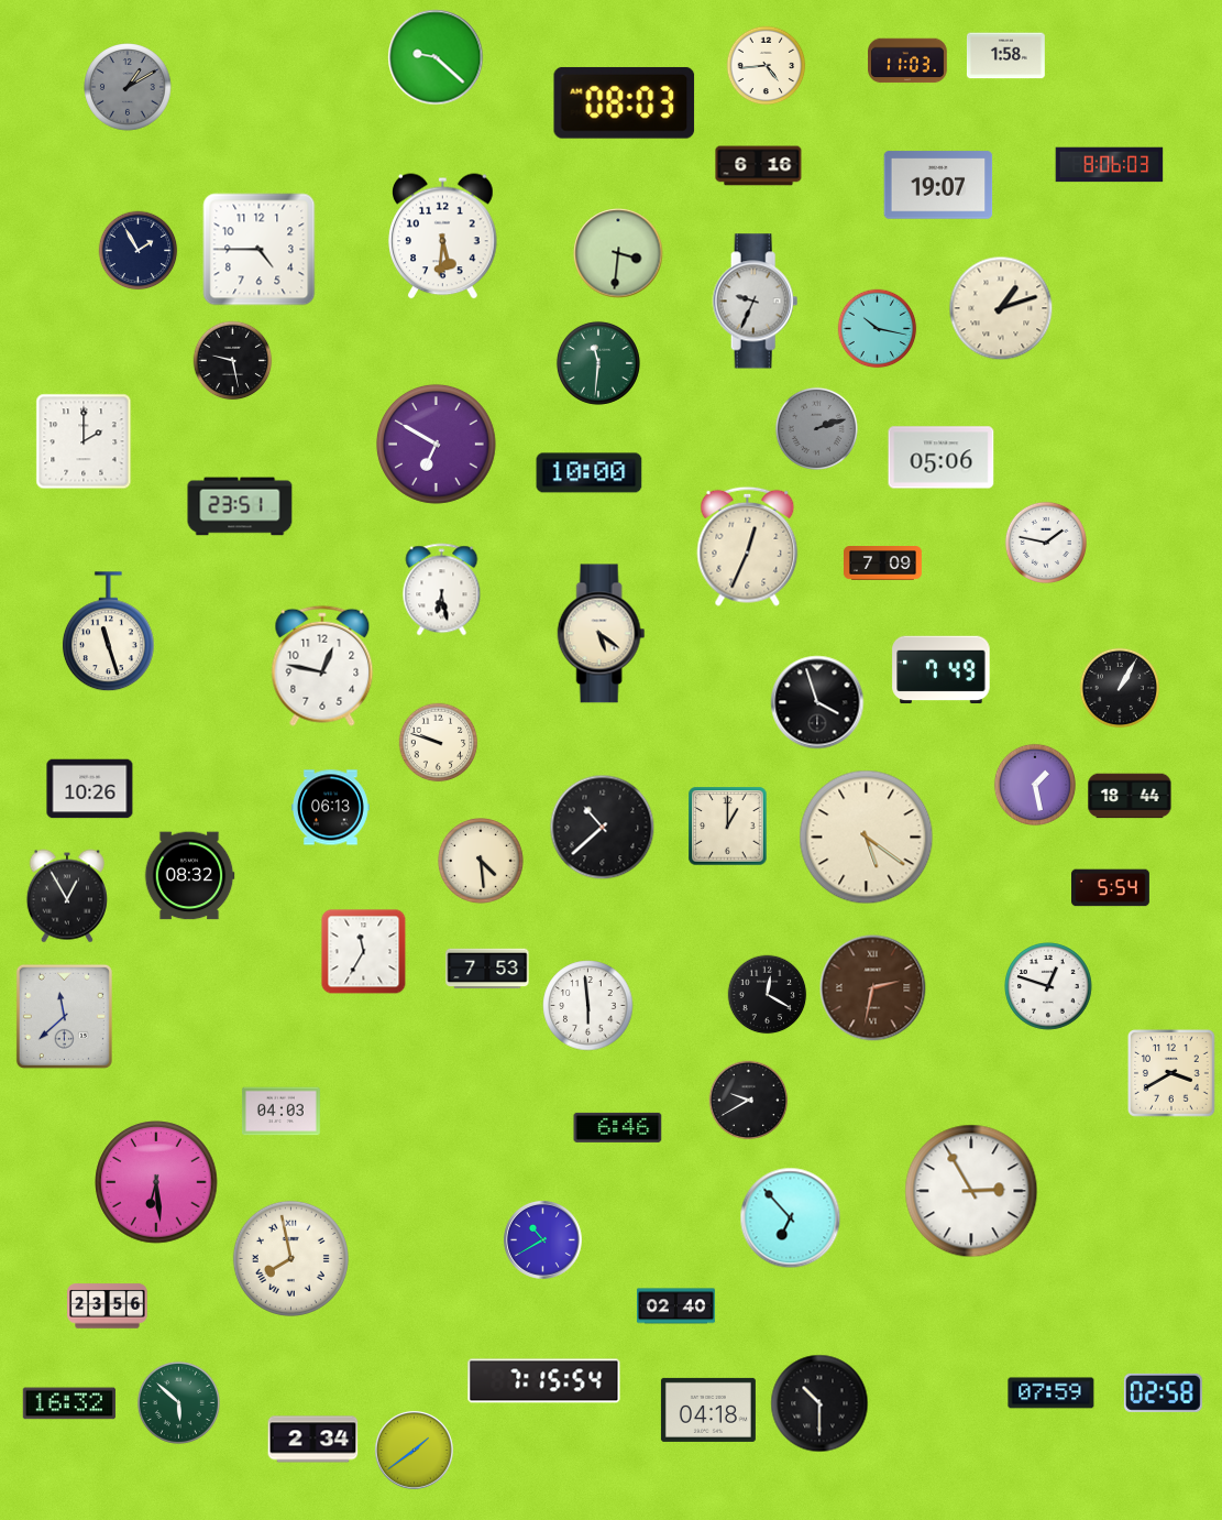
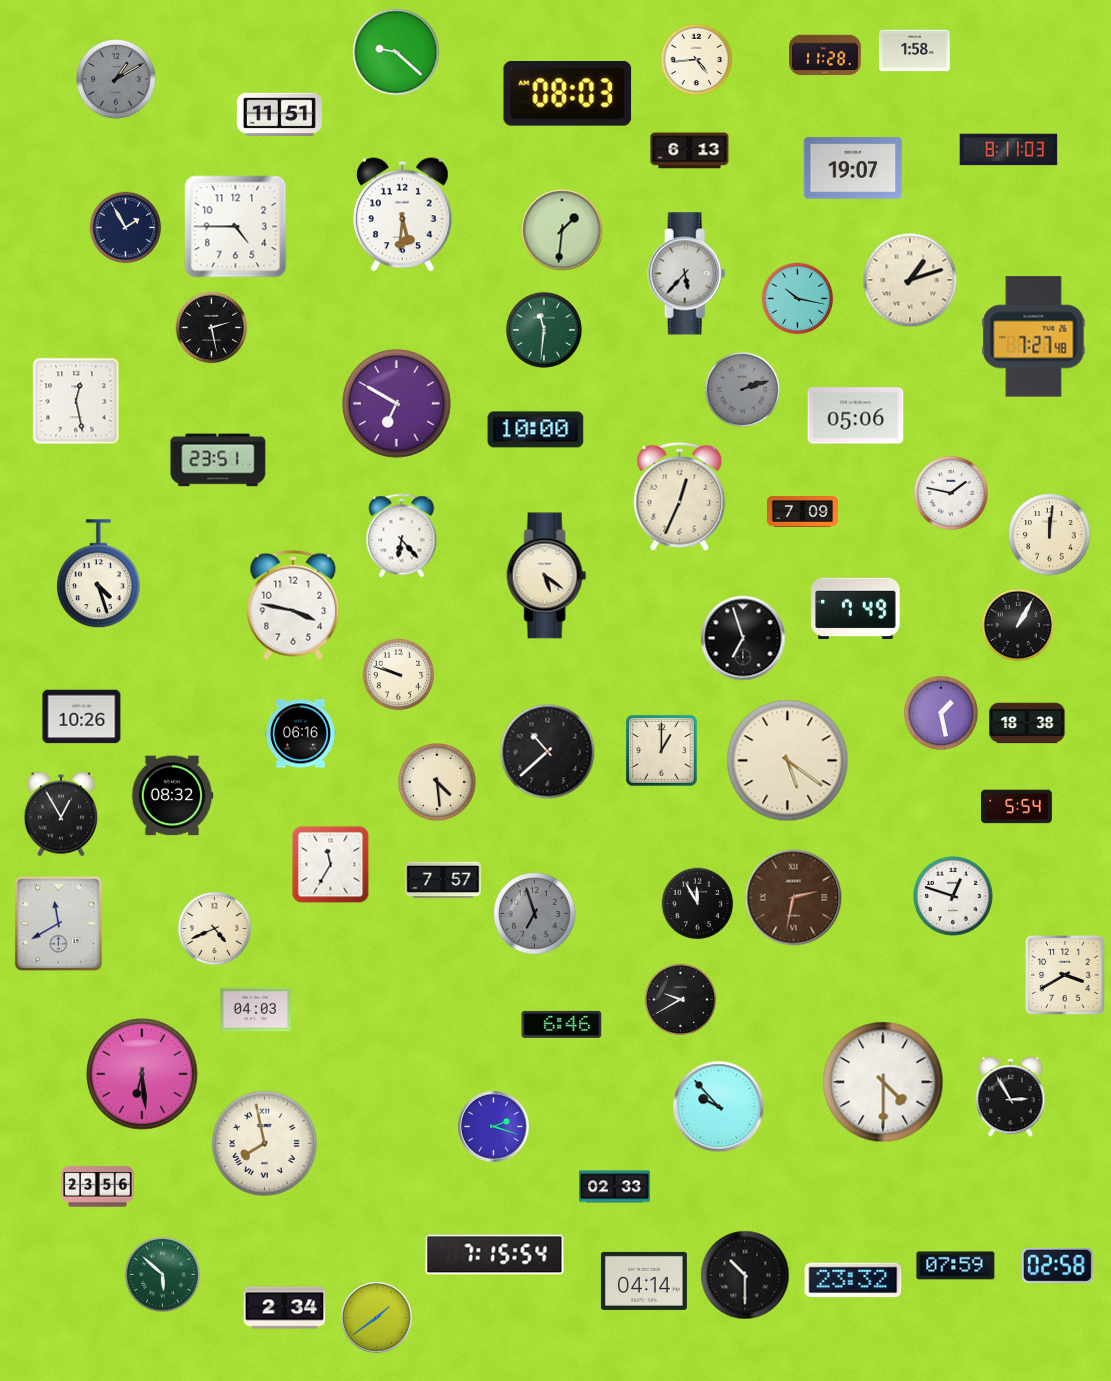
clock at (907, 61): 11:03 -> 11:28
clock at (279, 115): none -> 11:51
clock at (1110, 165): 8:06 -> 8:11
clock at (759, 166): 6:16 -> 6:13
clock at (618, 253): 3:31 -> 1:31
clock at (756, 302): 9:34 -> 5:37
clock at (233, 361): 9:28 -> 2:28
clock at (1034, 337): none -> 7:27
clock at (84, 441): 2:00 -> 12:28
clock at (1050, 535): none -> 12:01
clock at (442, 590): 6:28 -> 6:23
clock at (108, 632): 11:27 -> 4:27
clock at (322, 666): 12:47 -> 3:47
clock at (817, 702): 3:57 -> 6:57
clock at (1130, 796): 18:44 -> 18:38
clock at (330, 808): 06:13 -> 06:16
clock at (1111, 888) position: (1111, 888) -> (1017, 807)
clock at (487, 969): 7:53 -> 7:57
clock at (768, 995): 12:20 -> 11:55
clock at (588, 1006): 5:59 -> 6:57
clock at (588, 1006) dial: white -> grey
clock at (64, 1016): 11:38 -> 11:40
clock at (214, 928): none -> 4:41
clock at (971, 1191): 2:55 -> 4:30
clock at (1011, 1097): none -> 2:55
clock at (791, 1218): 6:53 -> 9:53
clock at (542, 1239): 10:40 -> 2:18
clock at (676, 1306): 02:40 -> 02:33
clock at (69, 1403): 16:32 -> none
clock at (853, 1280): none -> 23:32
clock at (708, 1410): 04:18 -> 04:14
